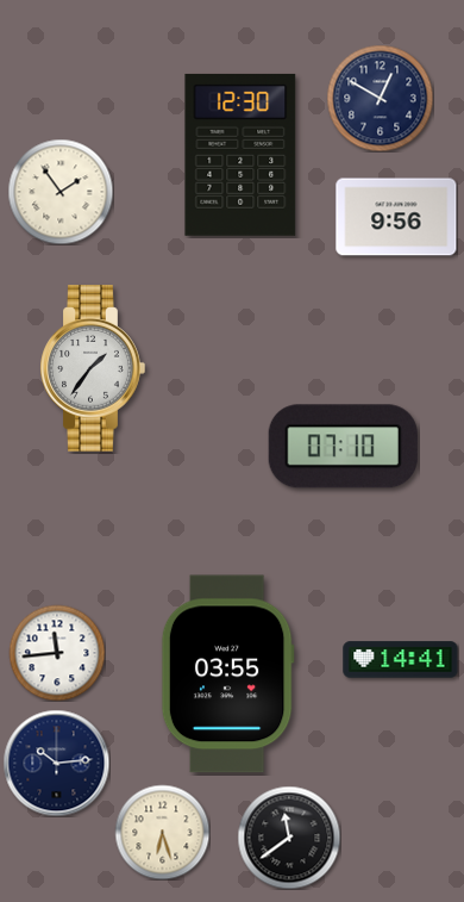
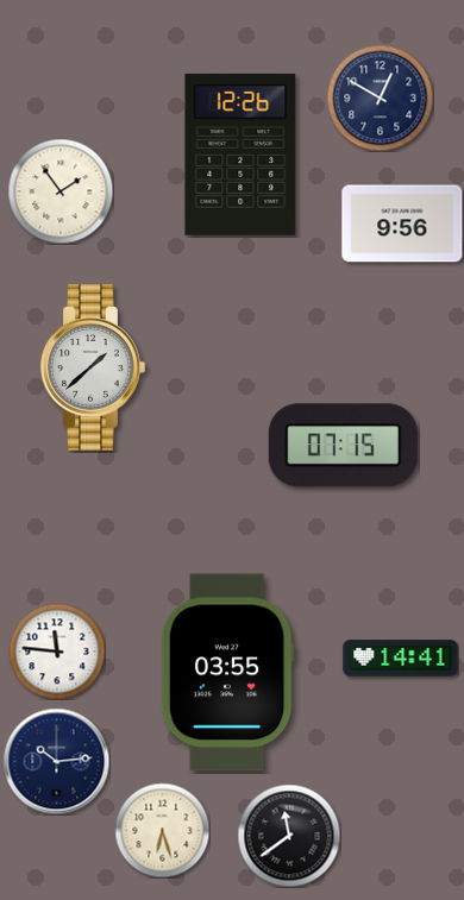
clock at (240, 155): 12:30 -> 12:26
clock at (396, 217) position: (396, 217) -> (402, 224)
clock at (93, 368): 1:36 -> 1:38
clock at (343, 447): 07:10 -> 07:15
clock at (57, 653): 11:44 -> 11:46
